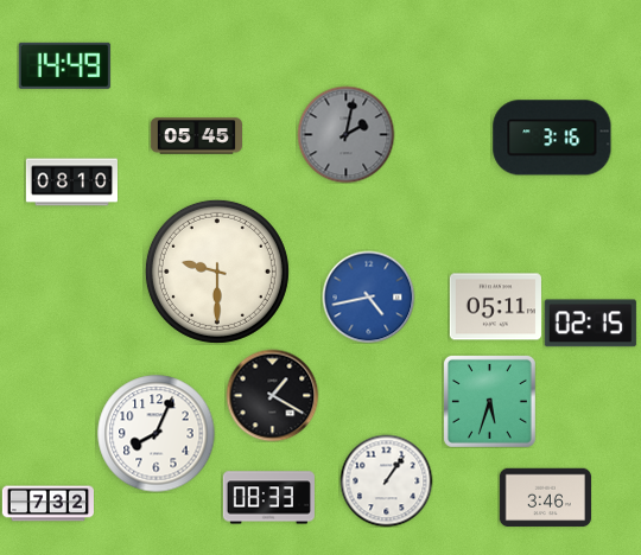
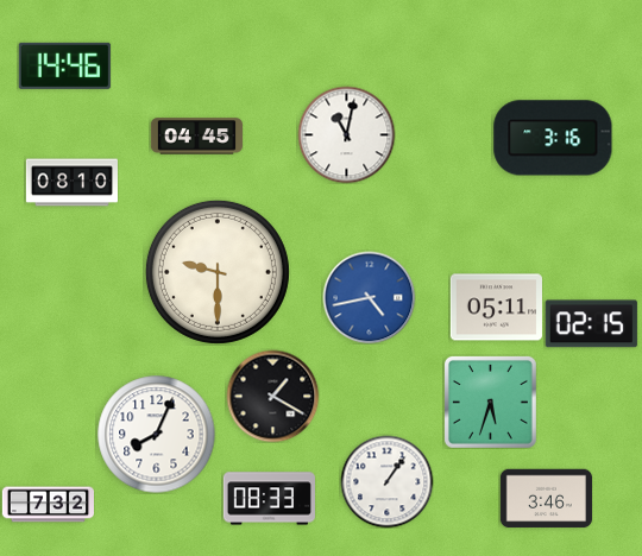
clock at (64, 65): 14:49 -> 14:46
clock at (345, 134): 2:02 -> 11:02
clock at (345, 134) dial: grey -> white
clock at (196, 136): 05:45 -> 04:45
